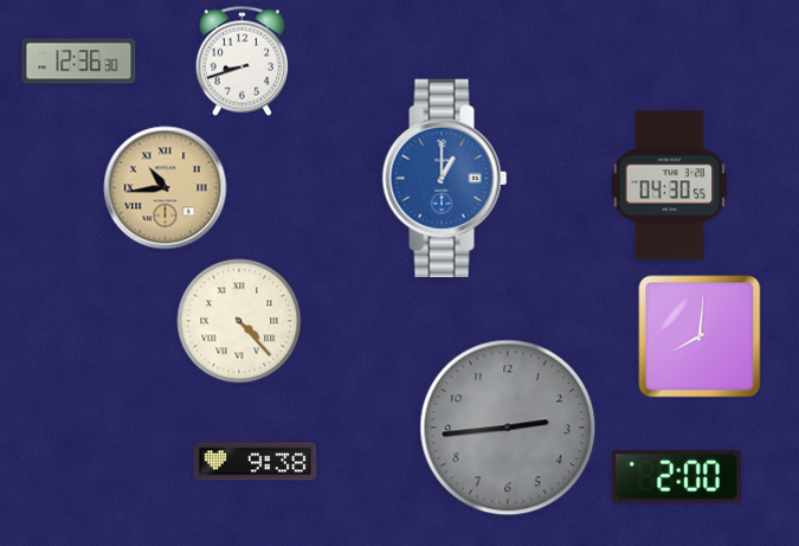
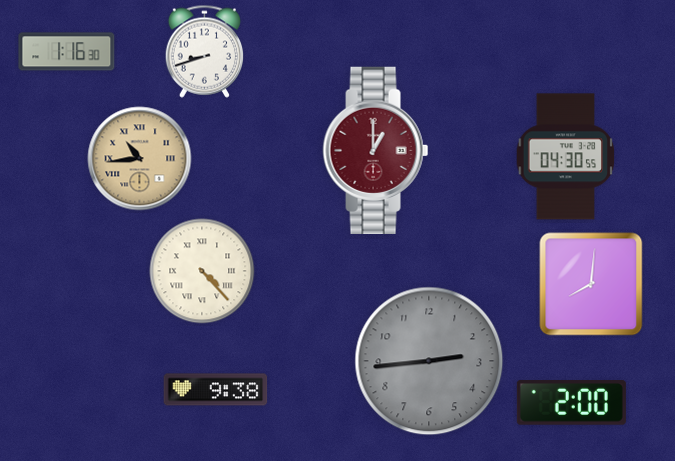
clock at (79, 62): 12:36 -> 1:16
clock at (445, 178) dial: blue -> burgundy
